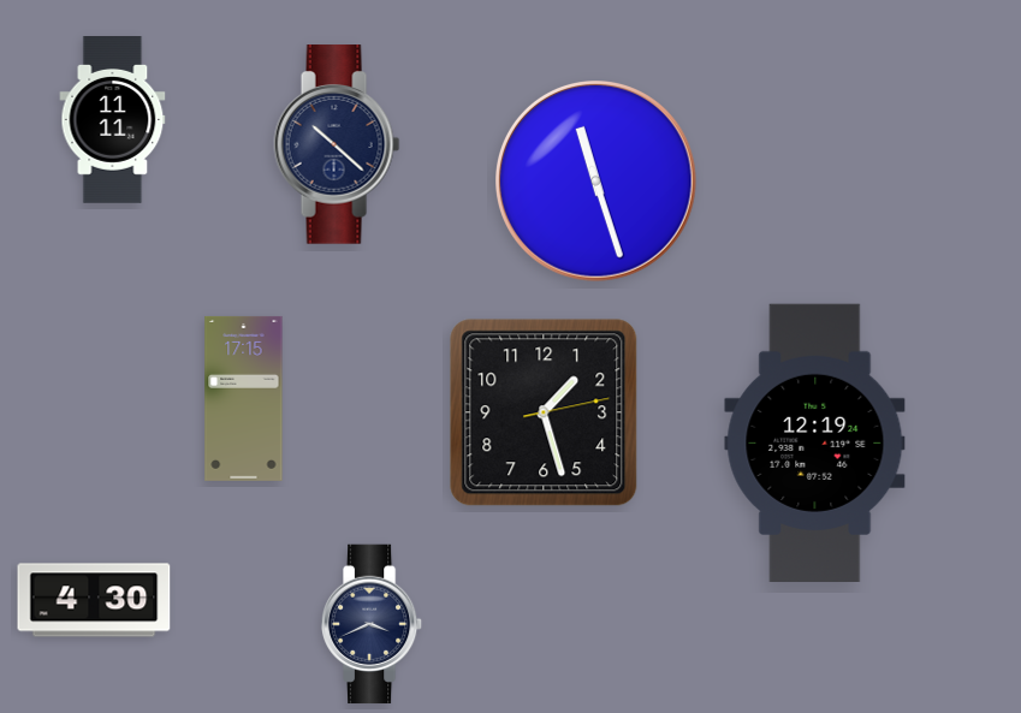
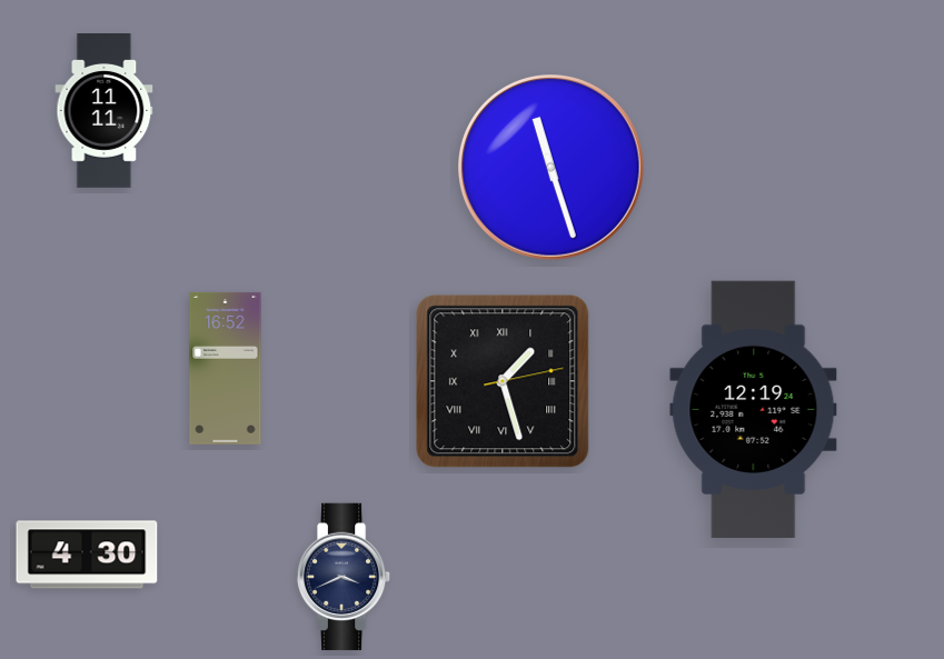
clock at (337, 144): 10:22 -> none
clock at (244, 398): 17:15 -> 16:52
clock at (544, 412) numerals: Arabic -> Roman
